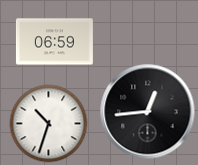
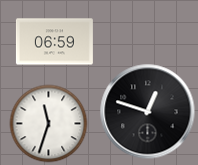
clock at (147, 111): 12:44 -> 12:48
clock at (48, 123): 10:33 -> 11:33
